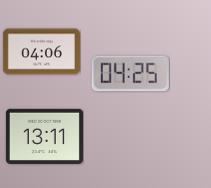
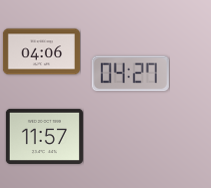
clock at (130, 74): 04:25 -> 04:27
clock at (44, 136): 13:11 -> 11:57
